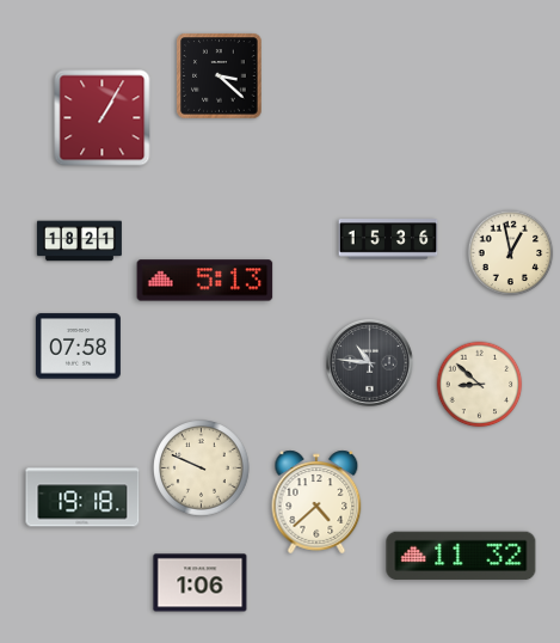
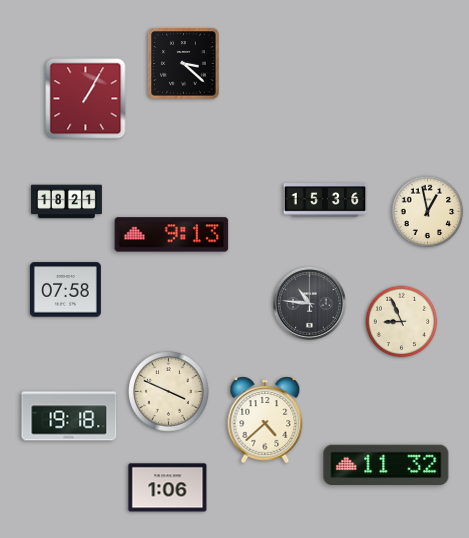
clock at (205, 281): 5:13 -> 9:13
clock at (480, 385): 8:52 -> 8:56
clock at (202, 469): 9:49 -> 3:49
